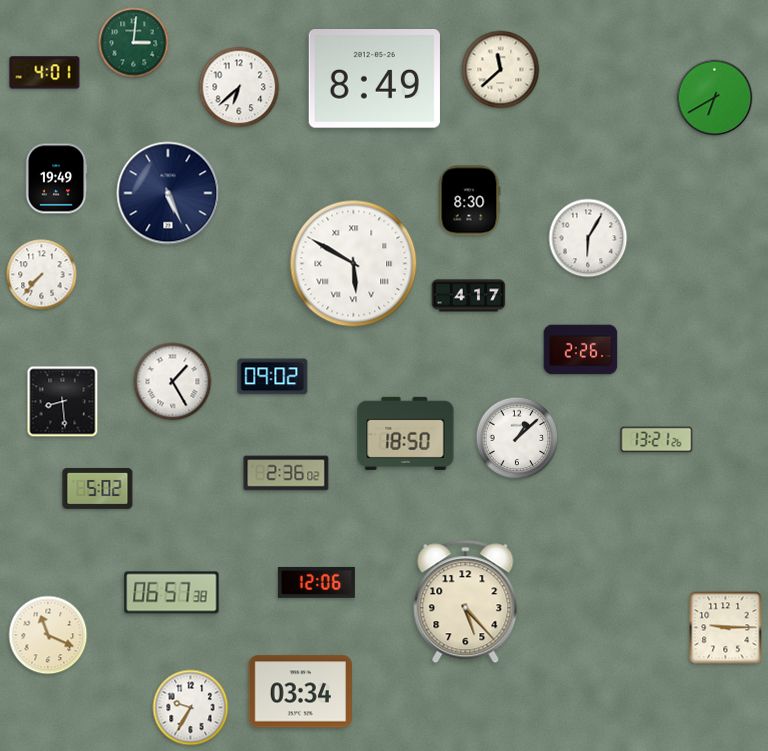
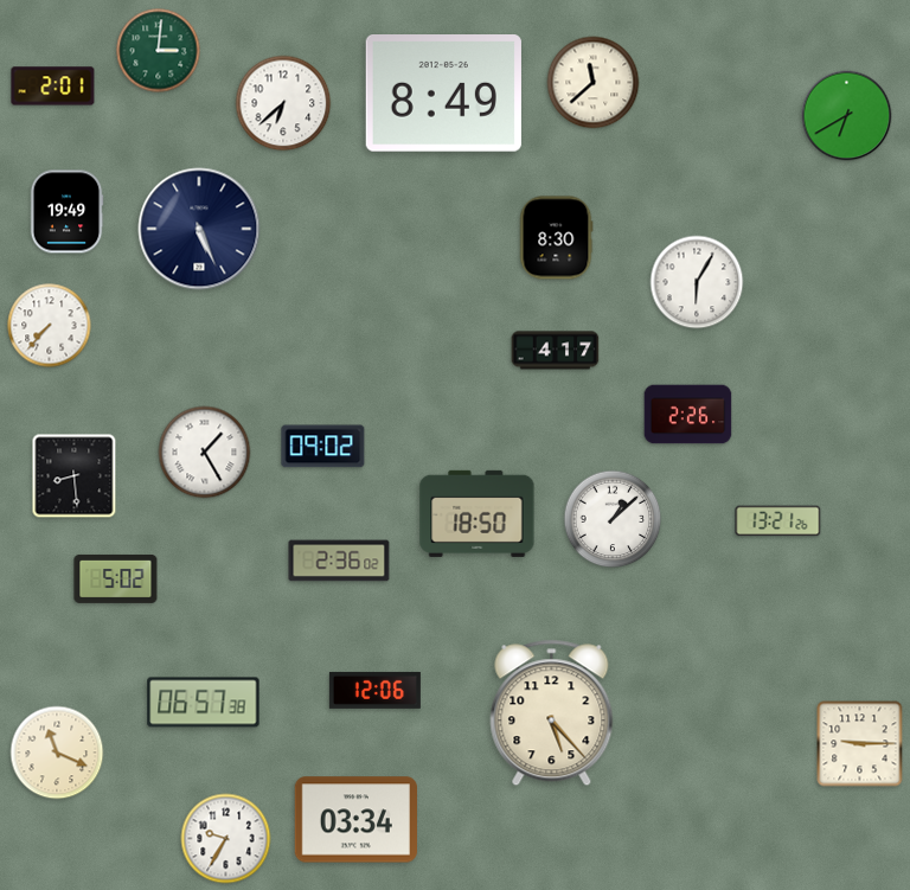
clock at (45, 73): 4:01 -> 2:01
clock at (354, 264): 5:50 -> none
clock at (406, 433) position: (406, 433) -> (478, 513)
